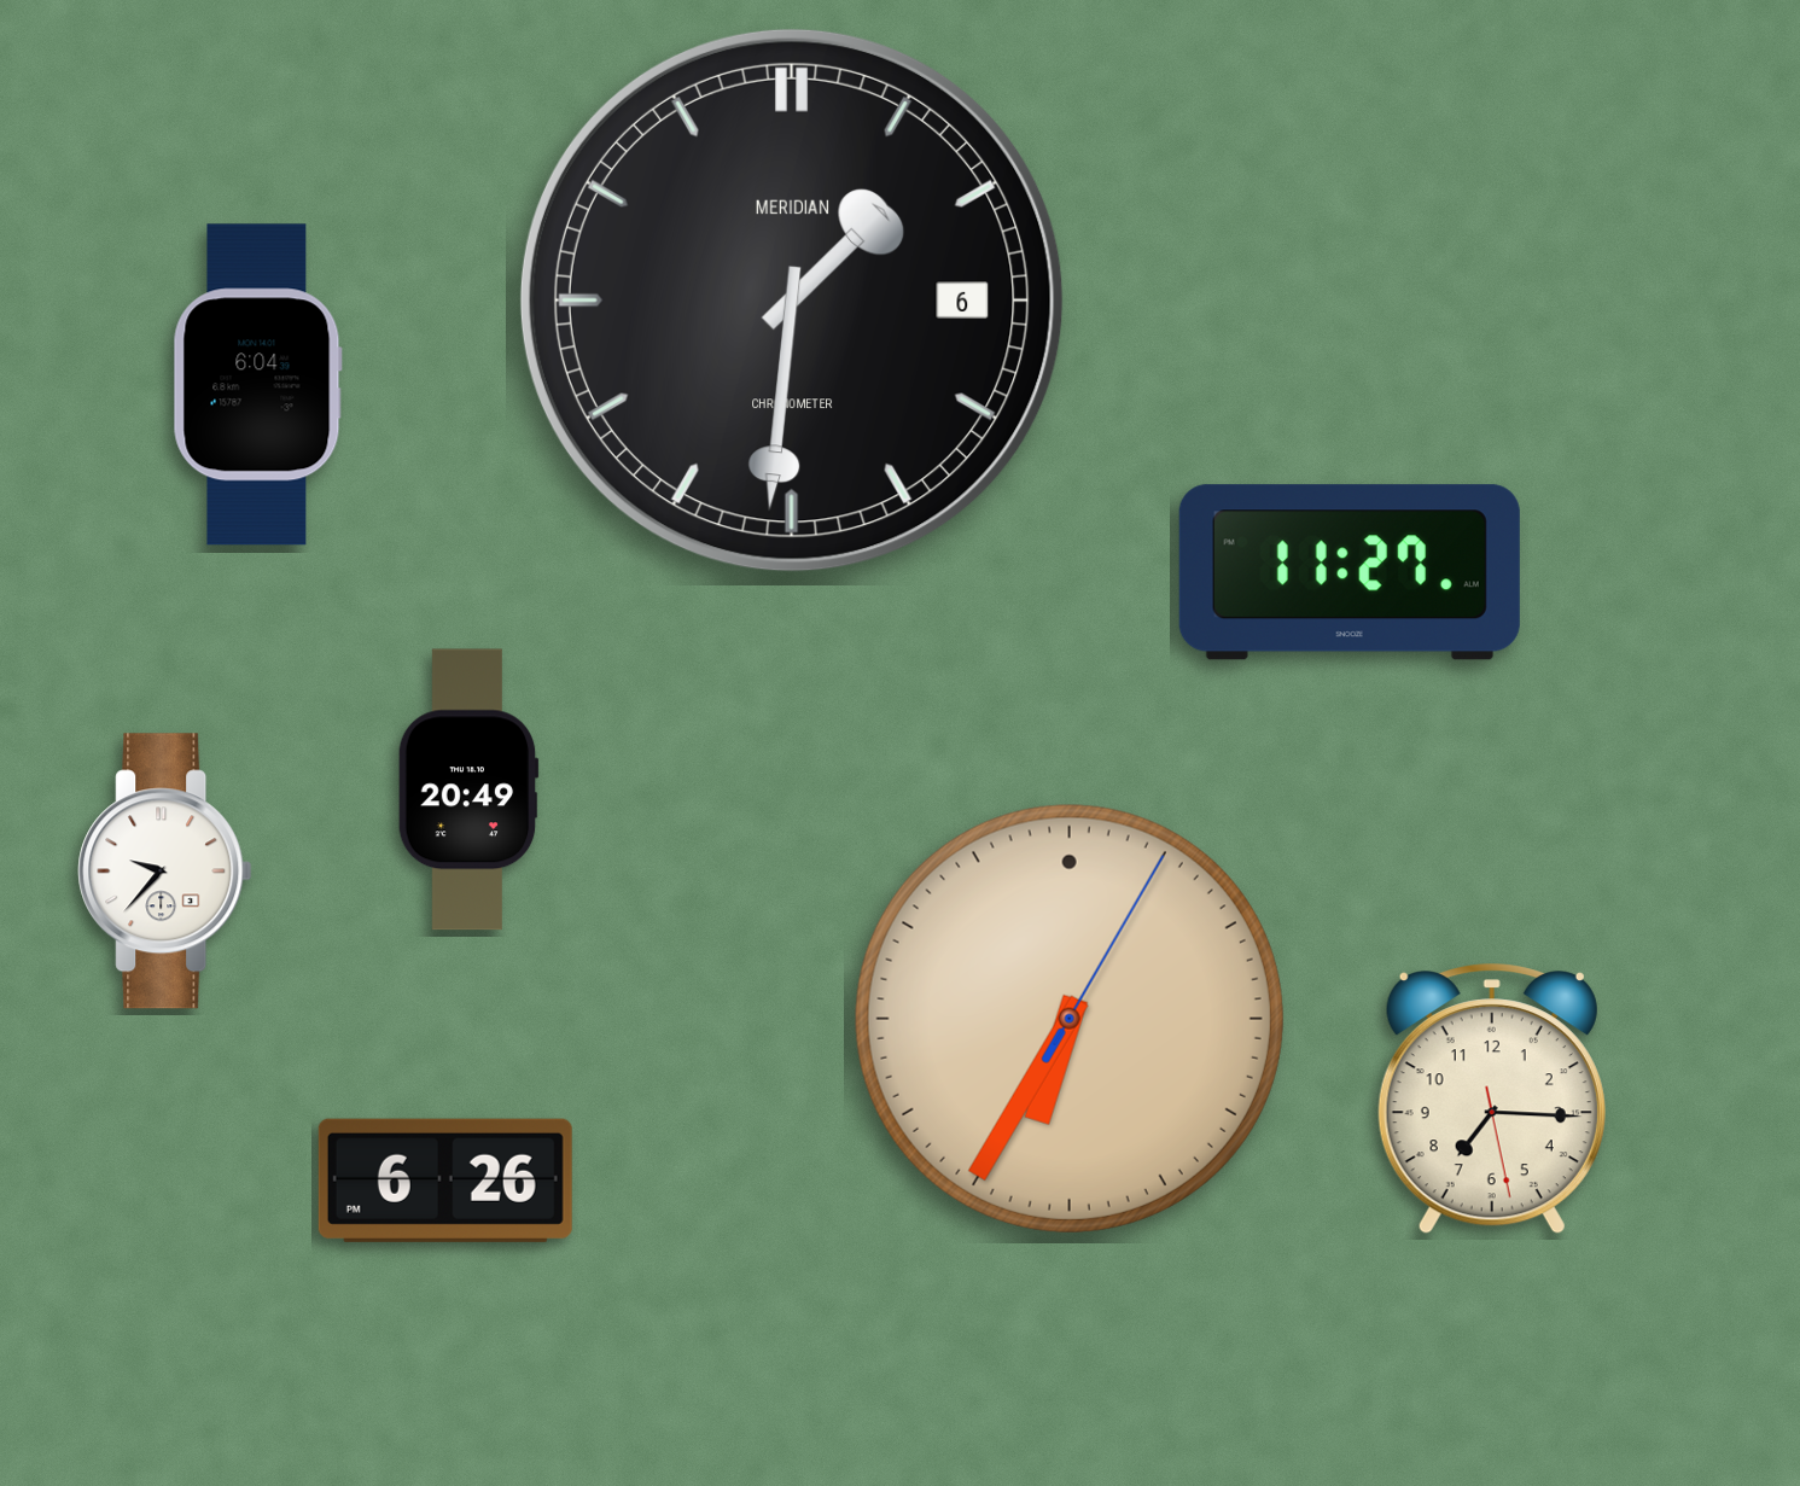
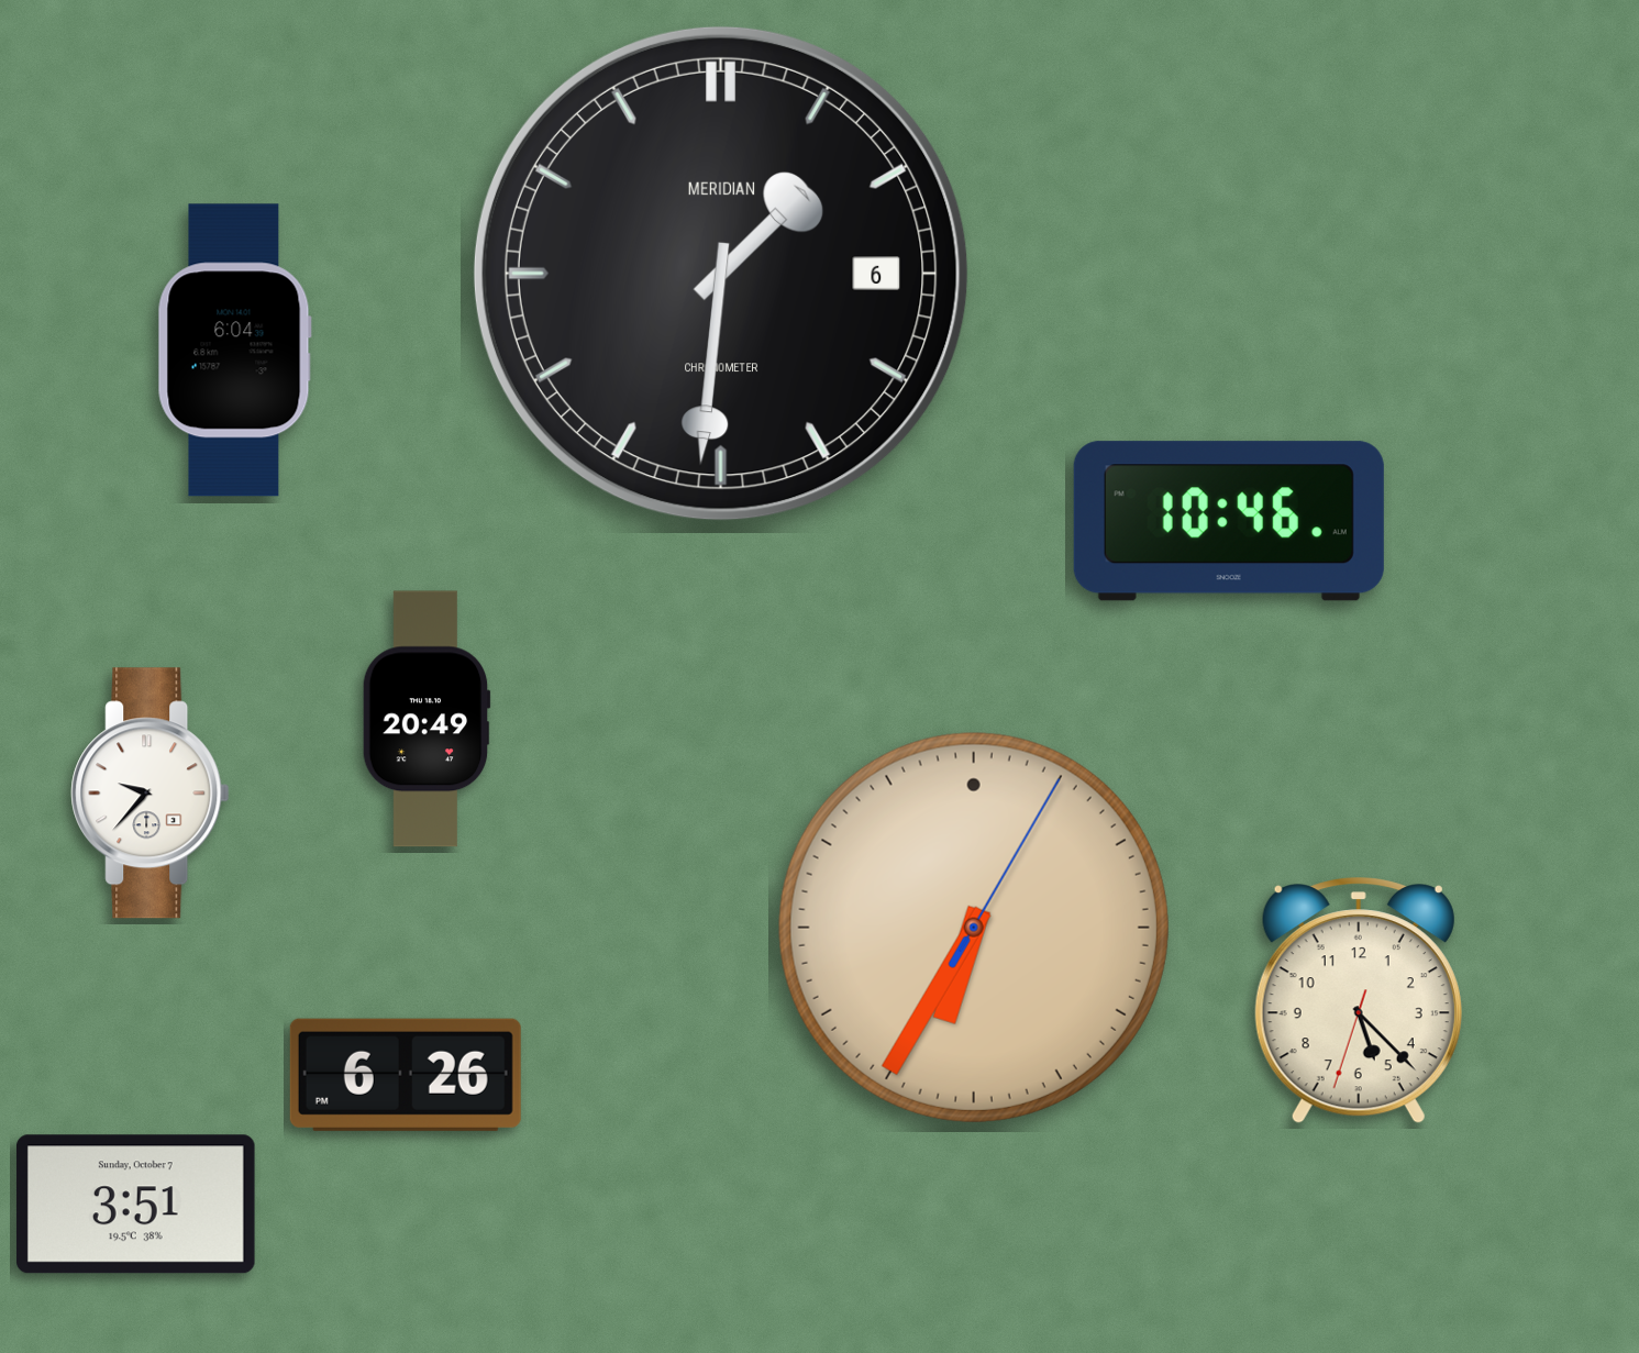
clock at (1350, 572): 11:27 -> 10:46
clock at (1492, 1100): 7:15 -> 5:22
clock at (135, 1205): none -> 3:51
